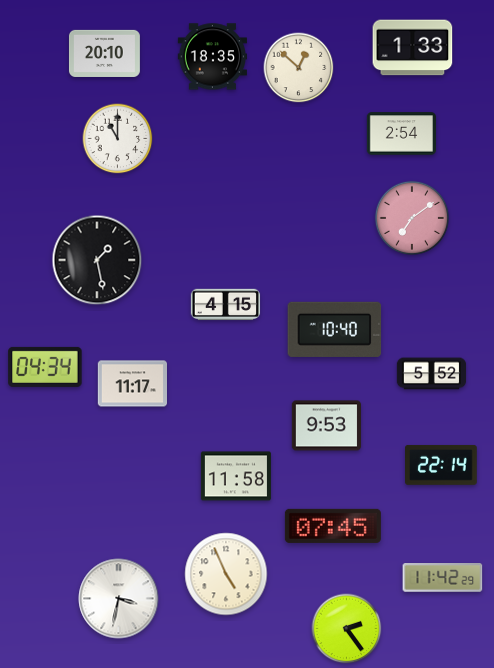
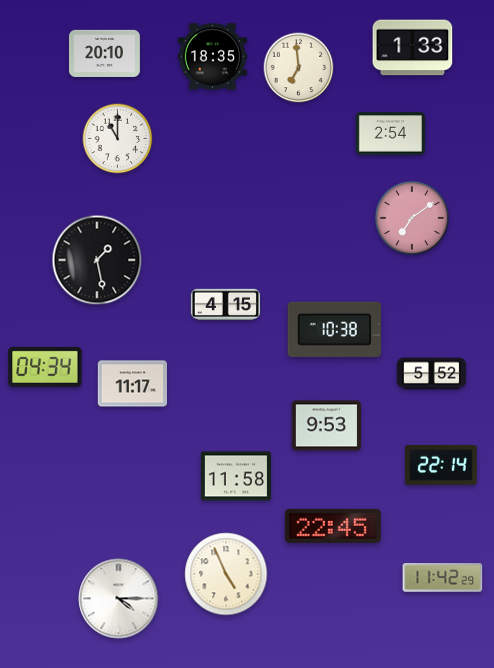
clock at (299, 68): 12:52 -> 6:59
clock at (402, 134) position: (402, 134) -> (391, 134)
clock at (335, 329): 10:40 -> 10:38
clock at (333, 526): 07:45 -> 22:45
clock at (119, 599): 3:32 -> 4:15
clock at (347, 629): 2:24 -> none
